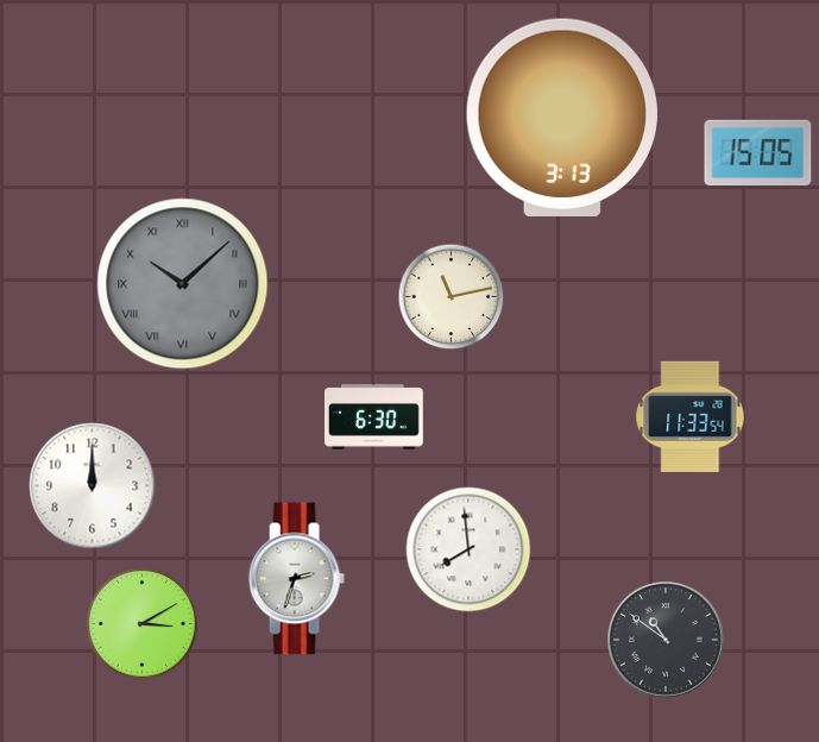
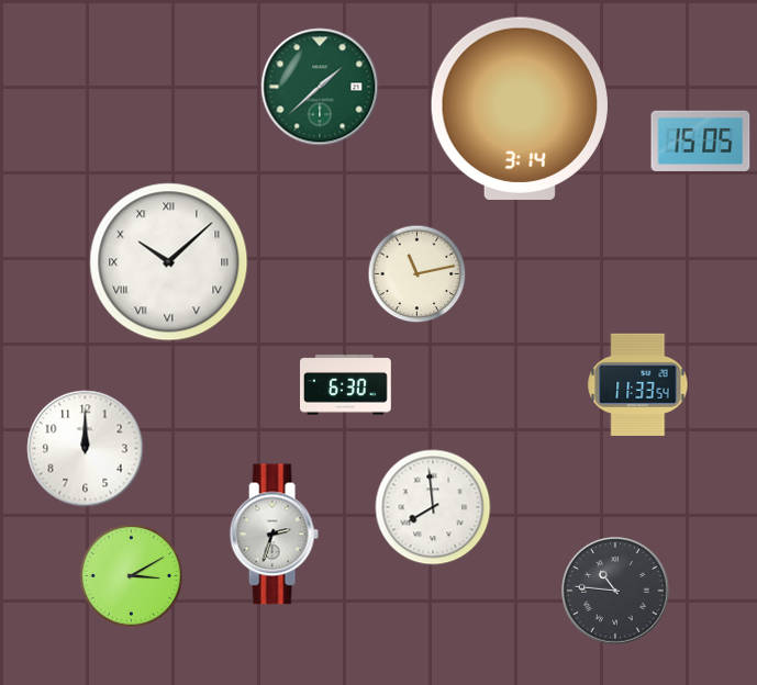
clock at (320, 87): none -> 1:38
clock at (562, 117): 3:13 -> 3:14
clock at (183, 284) dial: grey -> white
clock at (666, 640): 10:51 -> 10:46
